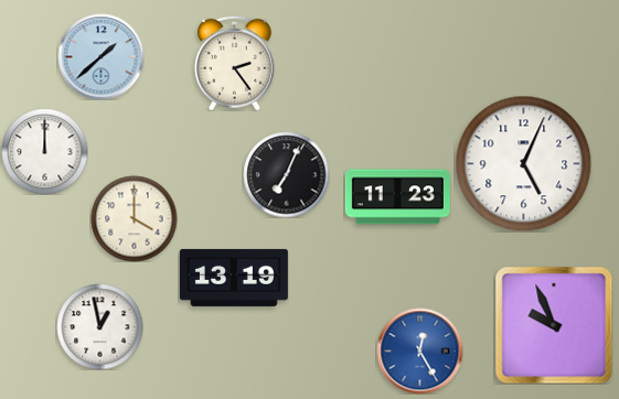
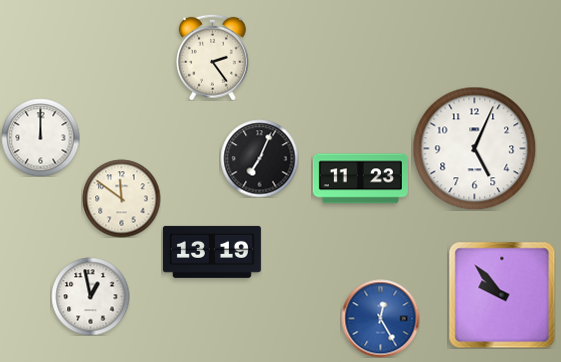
clock at (100, 56): 1:38 -> none
clock at (134, 218): 4:00 -> 11:51
clock at (554, 325): 9:56 -> 9:53
